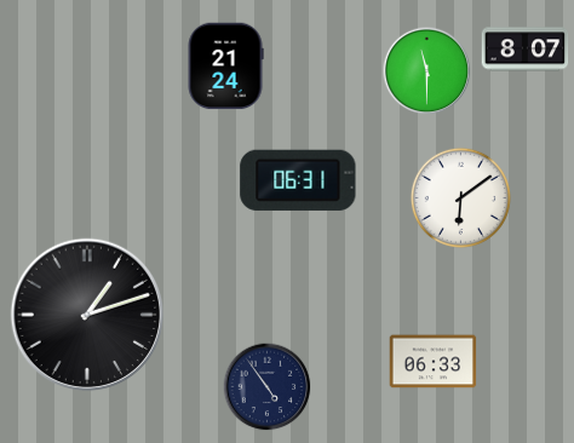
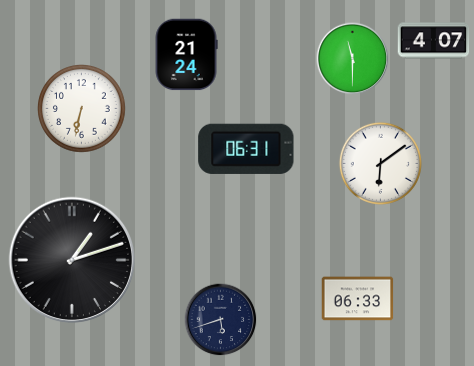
clock at (526, 50): 8:07 -> 4:07
clock at (82, 109): none -> 6:32
clock at (268, 387): 4:54 -> 5:42
